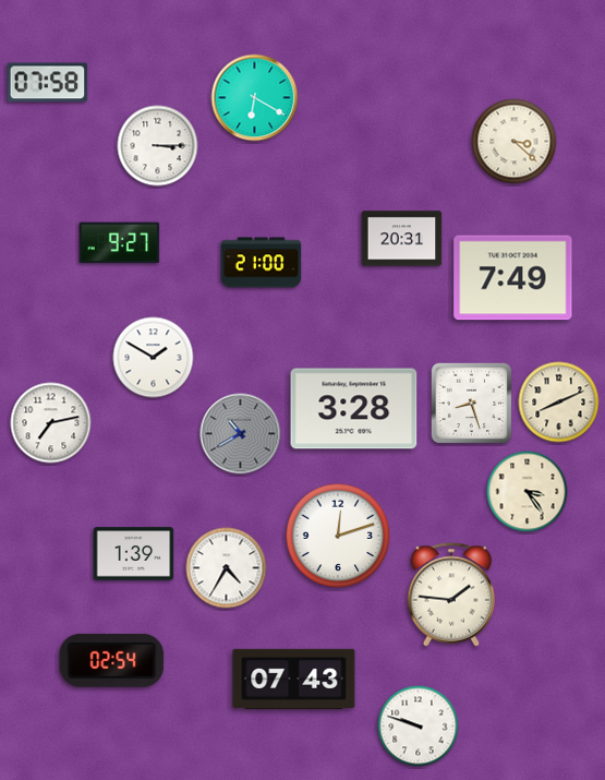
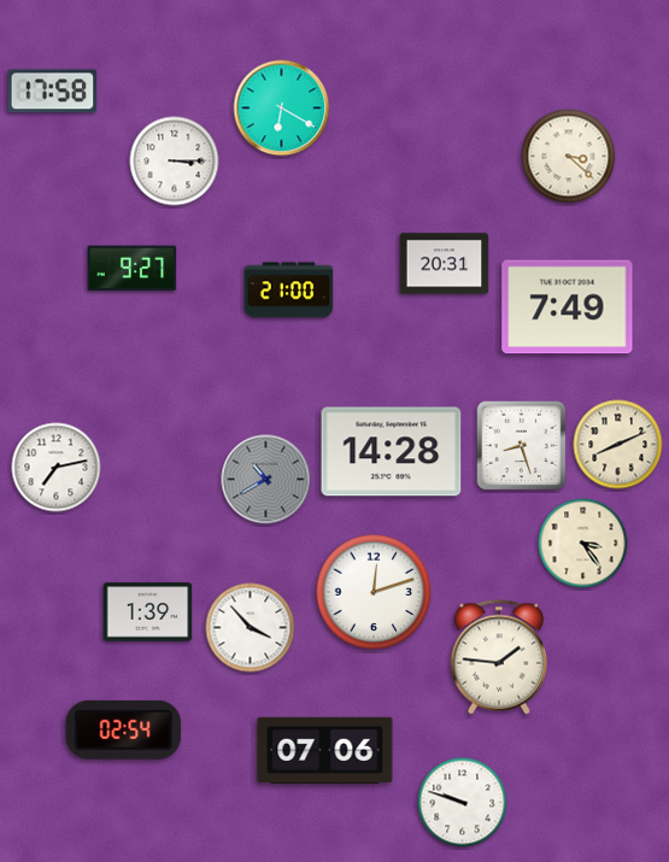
clock at (48, 83): 07:58 -> 17:58
clock at (154, 358): 1:50 -> none
clock at (354, 409): 3:28 -> 14:28
clock at (227, 568): 4:35 -> 3:53
clock at (294, 679): 07:43 -> 07:06
